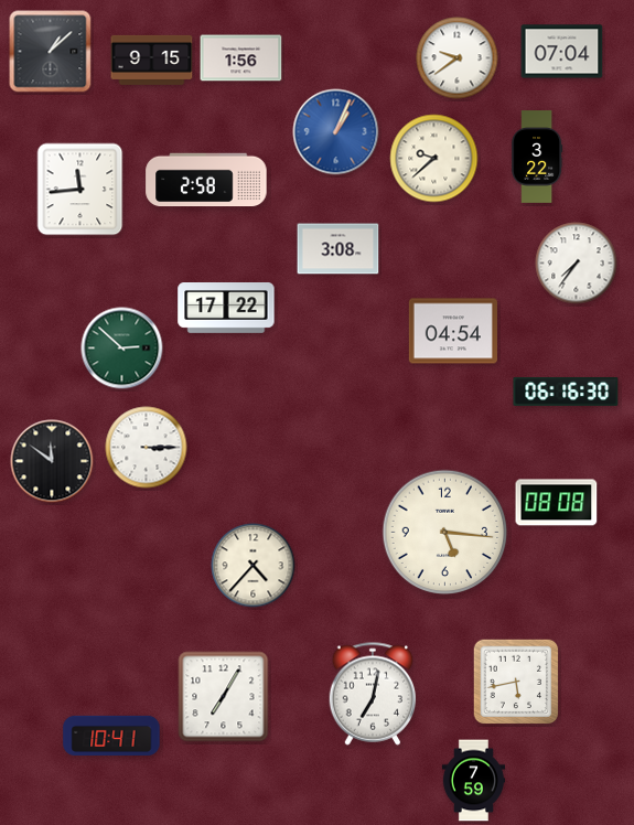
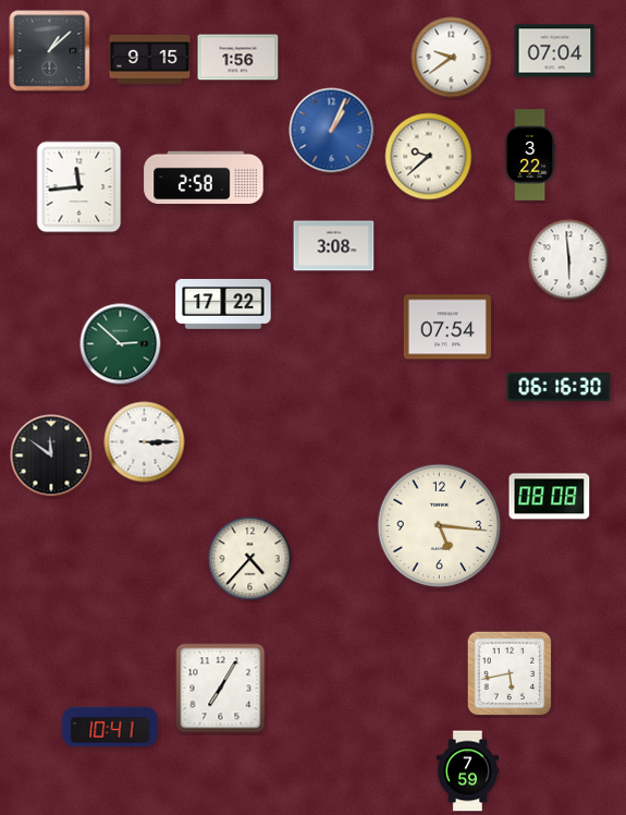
clock at (577, 264): 7:36 -> 5:59
clock at (453, 331): 04:54 -> 07:54
clock at (373, 694): 7:02 -> none
